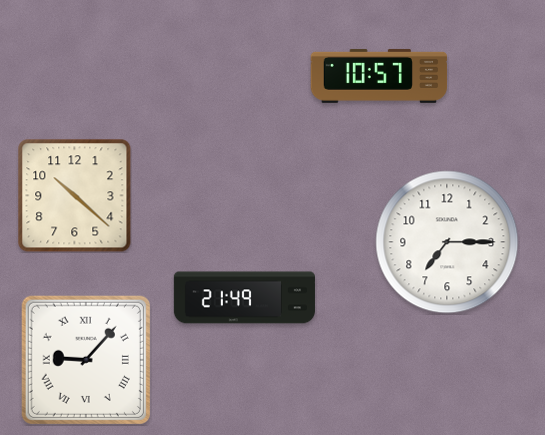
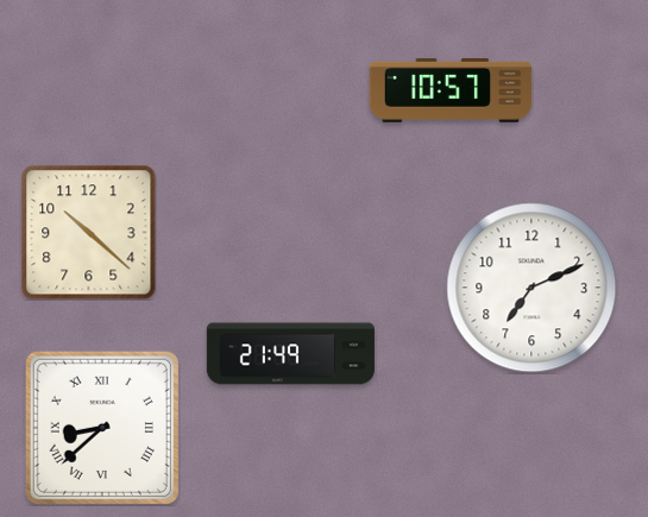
clock at (447, 242): 7:15 -> 7:11
clock at (86, 360): 9:07 -> 8:38
